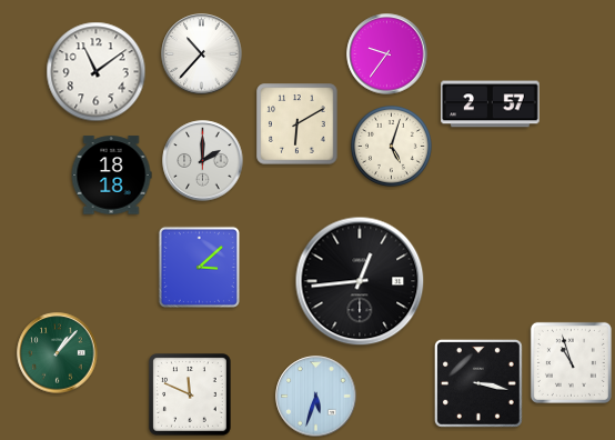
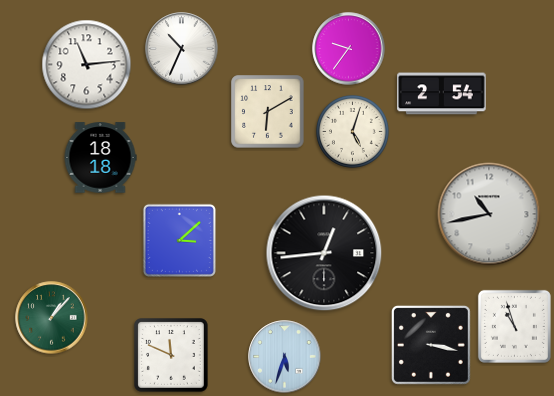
clock at (202, 54): 10:37 -> 10:34
clock at (97, 72): 11:09 -> 11:14
clock at (491, 104): 2:57 -> 2:54
clock at (203, 161): 2:00 -> none
clock at (489, 214): none -> 10:43
